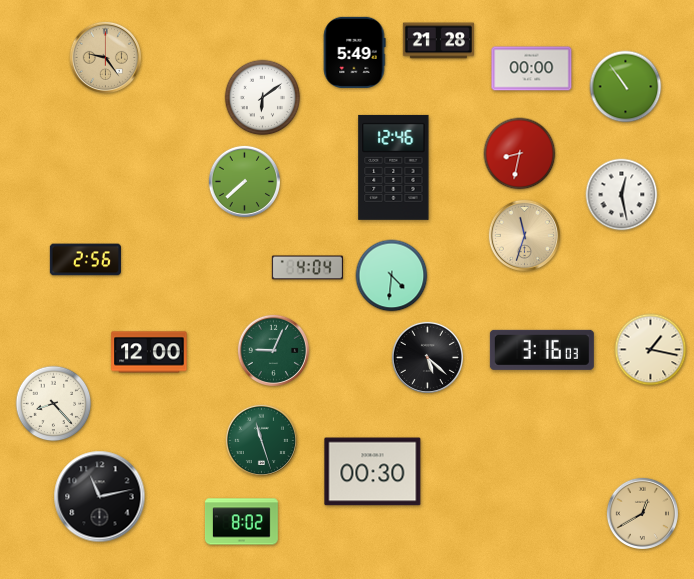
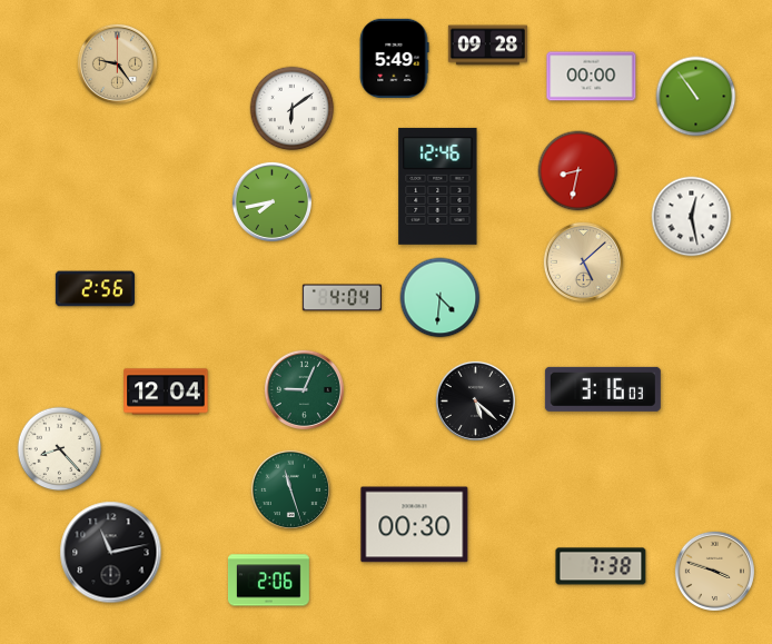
clock at (438, 41): 21:28 -> 09:28
clock at (244, 181): 7:38 -> 7:43
clock at (524, 235): 11:33 -> 5:08
clock at (392, 276) position: (392, 276) -> (441, 298)
clock at (651, 350): 1:17 -> none
clock at (149, 352): 12:00 -> 12:04
clock at (427, 357) position: (427, 357) -> (475, 400)
clock at (601, 566): none -> 7:38
clock at (642, 513): 12:40 -> 3:48
clock at (241, 522): 8:02 -> 2:06
